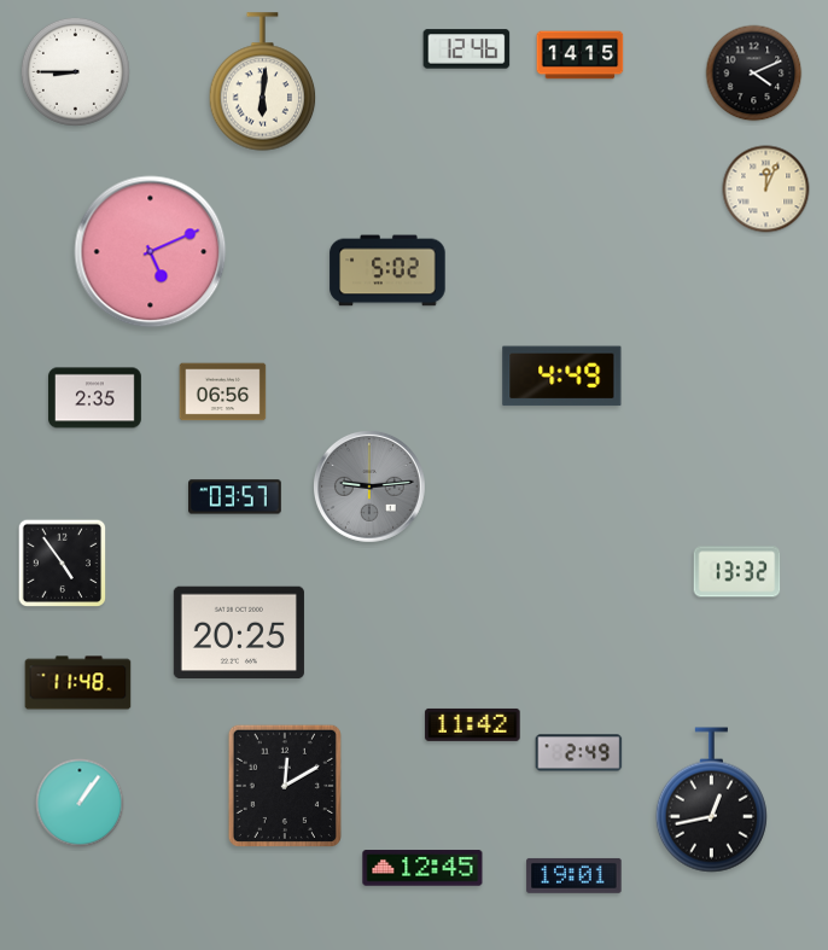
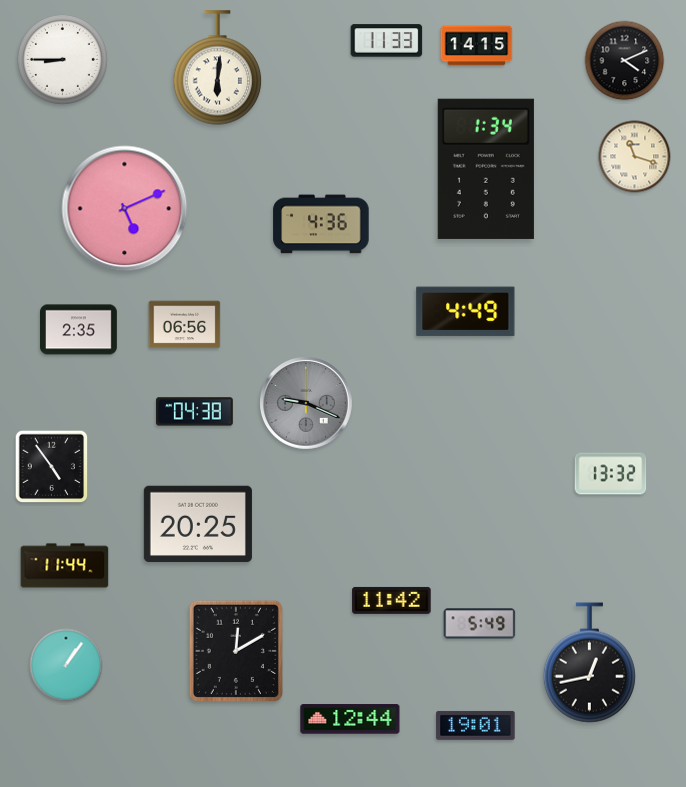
clock at (467, 49): 12:46 -> 11:33
clock at (581, 56) position: (581, 56) -> (477, 46)
clock at (766, 190): 12:04 -> 11:18
clock at (486, 169): none -> 1:34
clock at (387, 270): 5:02 -> 4:36
clock at (371, 488): 9:14 -> 9:19
clock at (235, 497): 03:57 -> 04:38
clock at (78, 683): 11:48 -> 11:44
clock at (579, 753): 2:49 -> 5:49
clock at (422, 868): 12:45 -> 12:44
